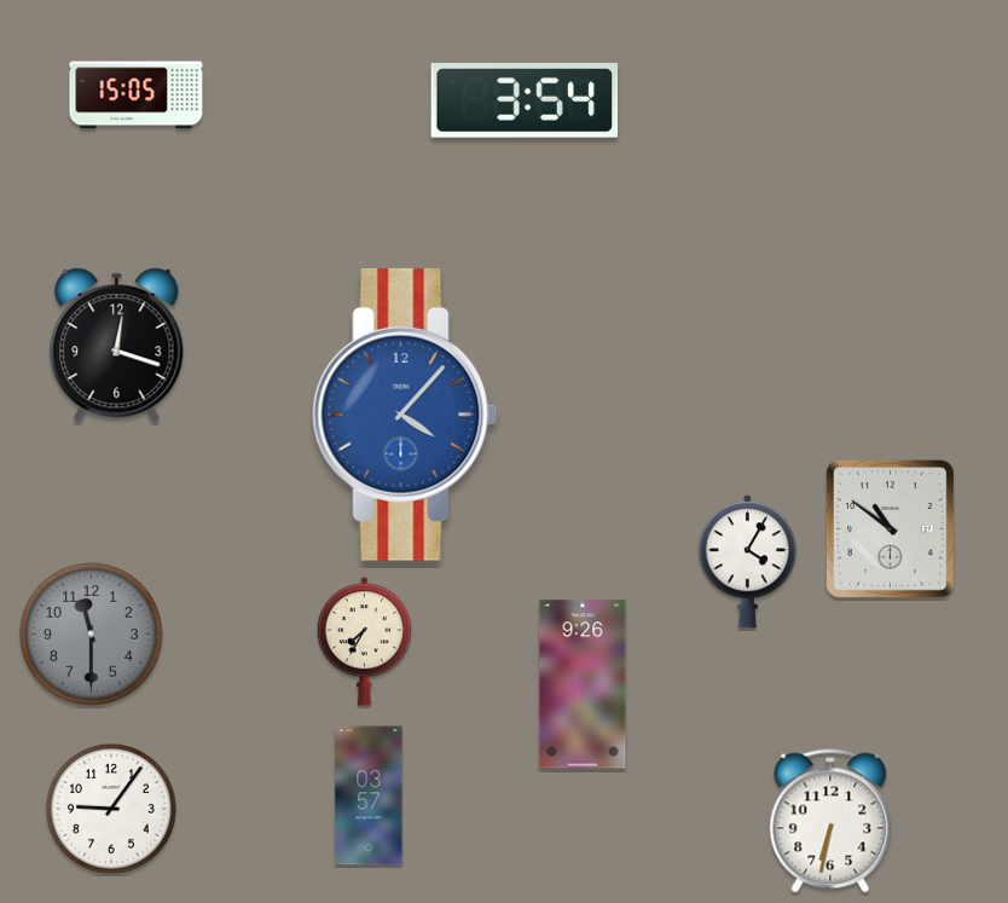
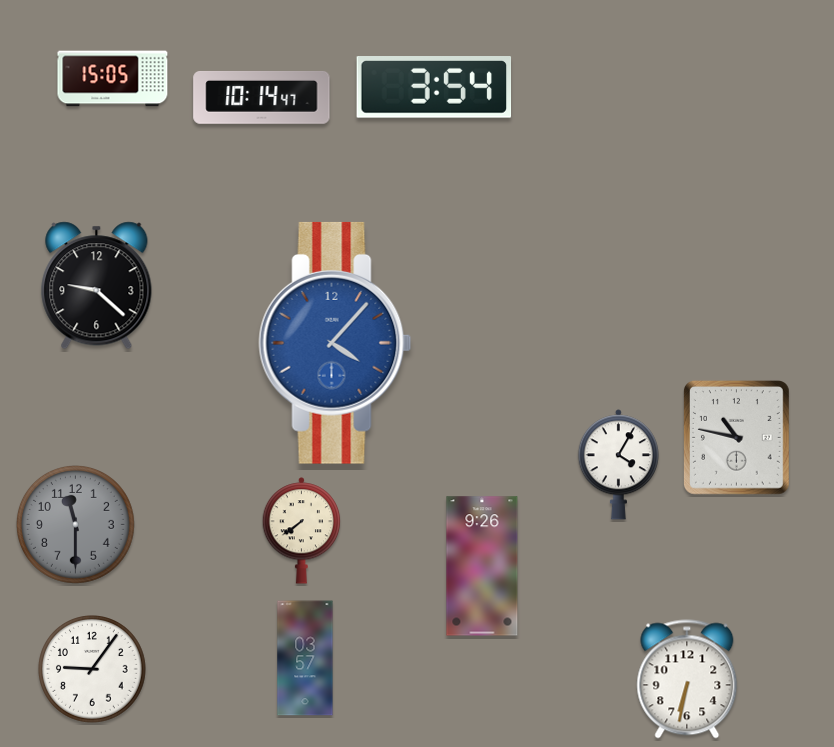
clock at (525, 102) position: (525, 102) -> (434, 88)
clock at (262, 97): none -> 10:14
clock at (117, 346): 12:18 -> 9:22
clock at (890, 528): 10:51 -> 10:47
clock at (365, 642): 7:35 -> 7:39
